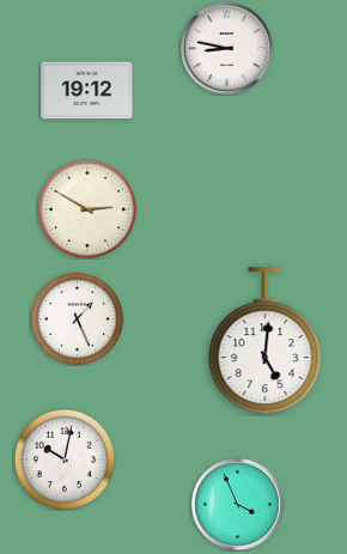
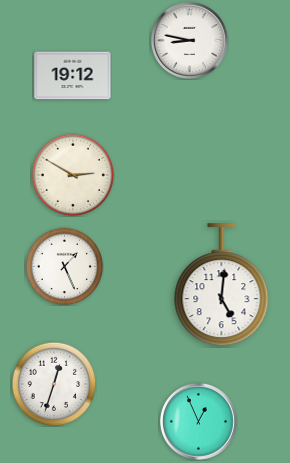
clock at (65, 459): 10:02 -> 12:33
clock at (237, 504): 3:56 -> 12:56
